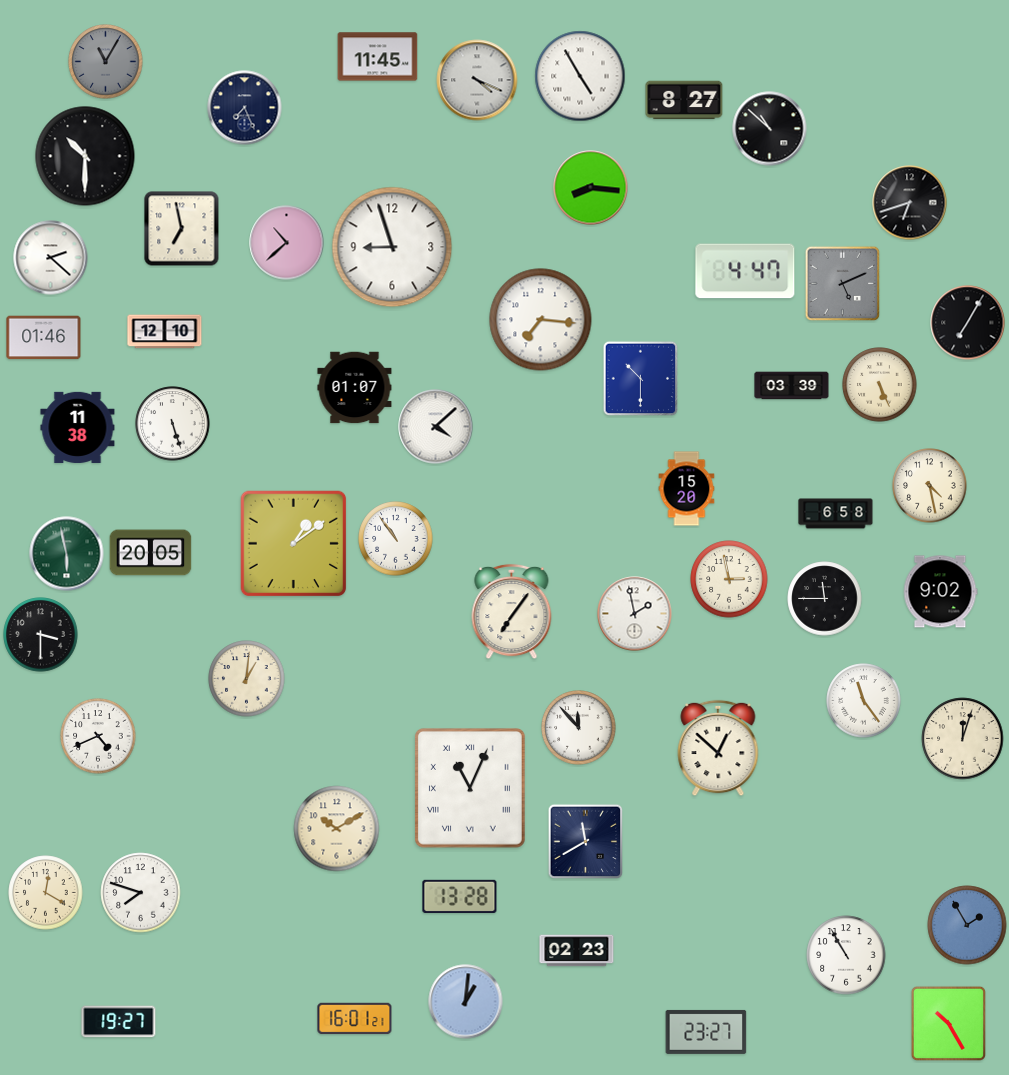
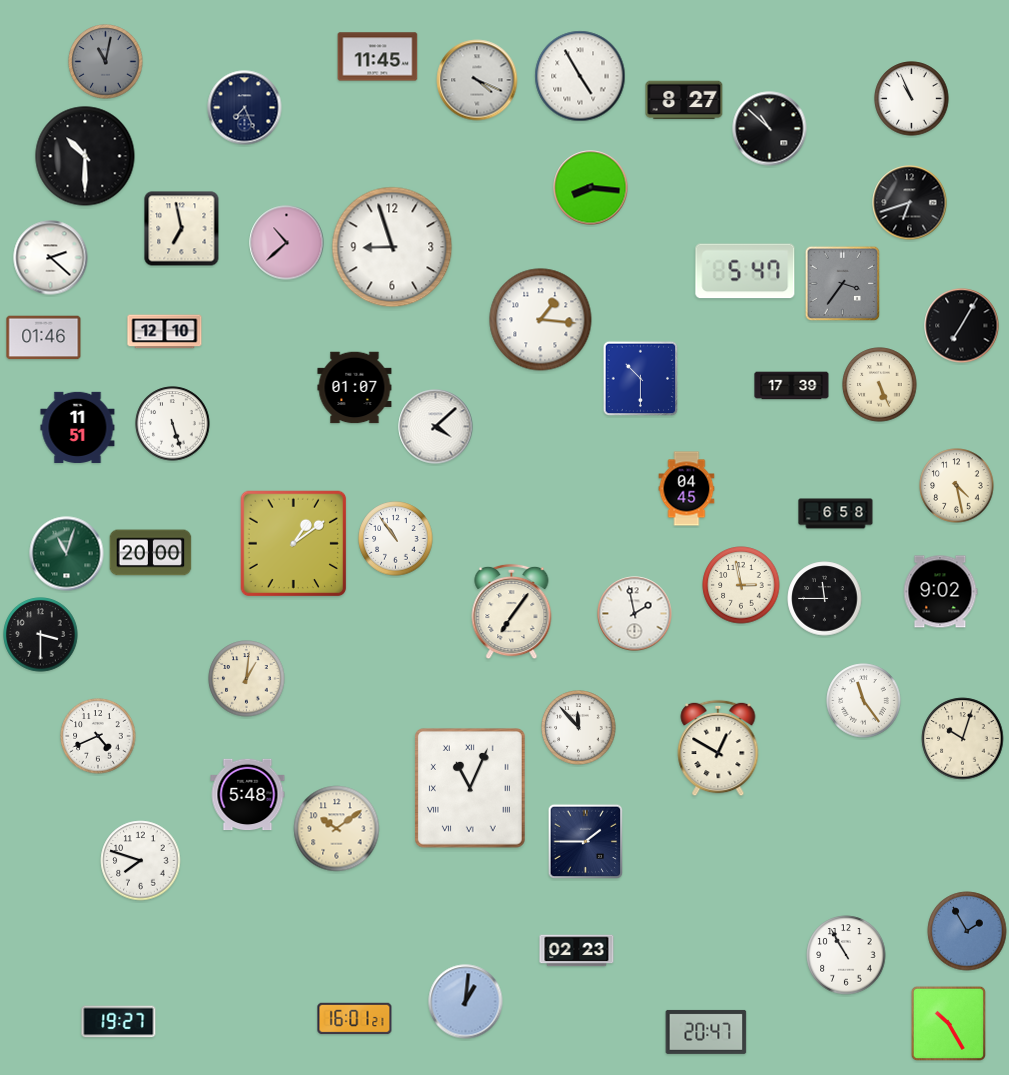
clock at (106, 62): 11:05 -> 11:02
clock at (912, 99): none -> 10:56
clock at (745, 271): 4:47 -> 5:47
clock at (843, 284): 5:11 -> 3:36
clock at (541, 320): 7:16 -> 1:16
clock at (968, 323) position: (968, 323) -> (962, 326)
clock at (792, 386): 03:39 -> 17:39
clock at (78, 427): 11:38 -> 11:51
clock at (930, 486) position: (930, 486) -> (957, 486)
clock at (687, 489): 15:20 -> 04:45
clock at (151, 553): 20:05 -> 20:00
clock at (67, 554): 5:58 -> 11:03
clock at (729, 579) position: (729, 579) -> (741, 585)
clock at (963, 739): 12:03 -> 10:03
clock at (718, 748): 12:52 -> 12:50
clock at (248, 795): none -> 5:48
clock at (337, 829): 10:10 -> 10:09
clock at (586, 842): 11:40 -> 1:45
clock at (46, 893): 12:20 -> none
clock at (141, 893) position: (141, 893) -> (141, 861)
clock at (460, 896): 13:28 -> none
clock at (967, 925) position: (967, 925) -> (967, 931)
clock at (706, 1032): 23:27 -> 20:47
